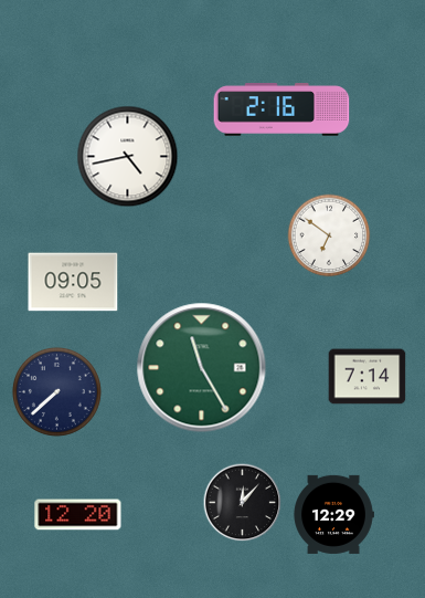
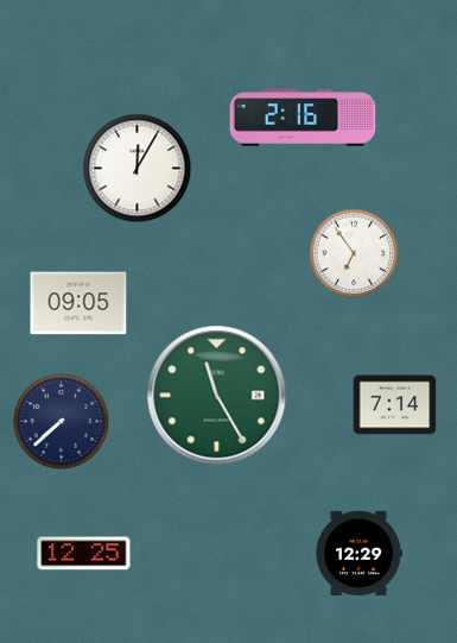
clock at (128, 157): 4:43 -> 12:05
clock at (329, 235): 6:51 -> 6:54
clock at (243, 503): 12:07 -> none
clock at (78, 515): 12:20 -> 12:25
